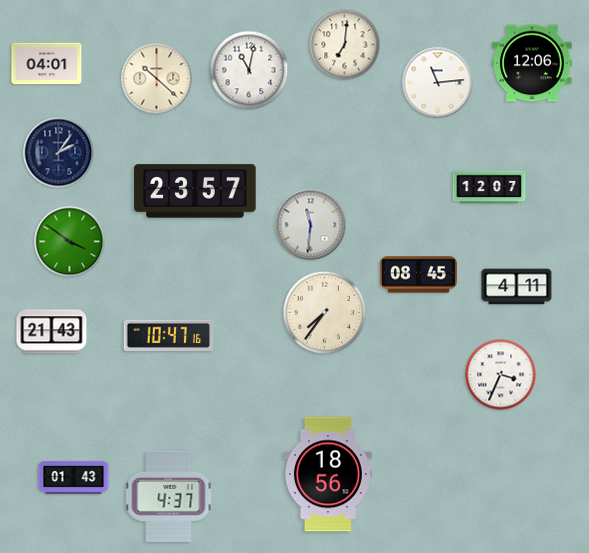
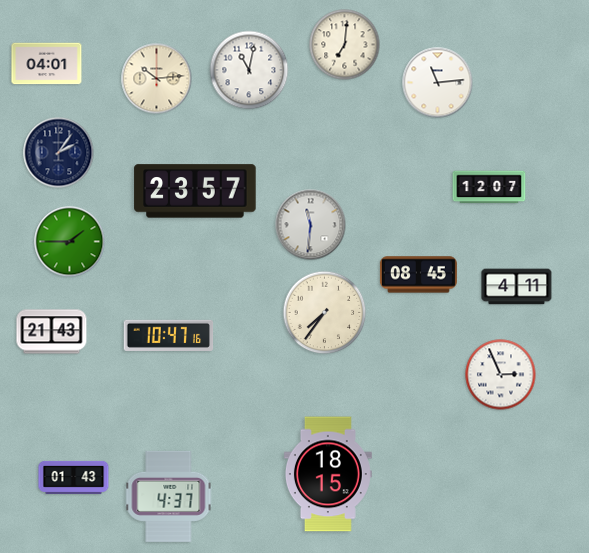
clock at (532, 63): 12:06 -> none
clock at (157, 79): 10:22 -> 10:14
clock at (70, 242): 3:51 -> 1:45
clock at (501, 375): 3:34 -> 2:56
clock at (328, 474): 18:56 -> 18:15
